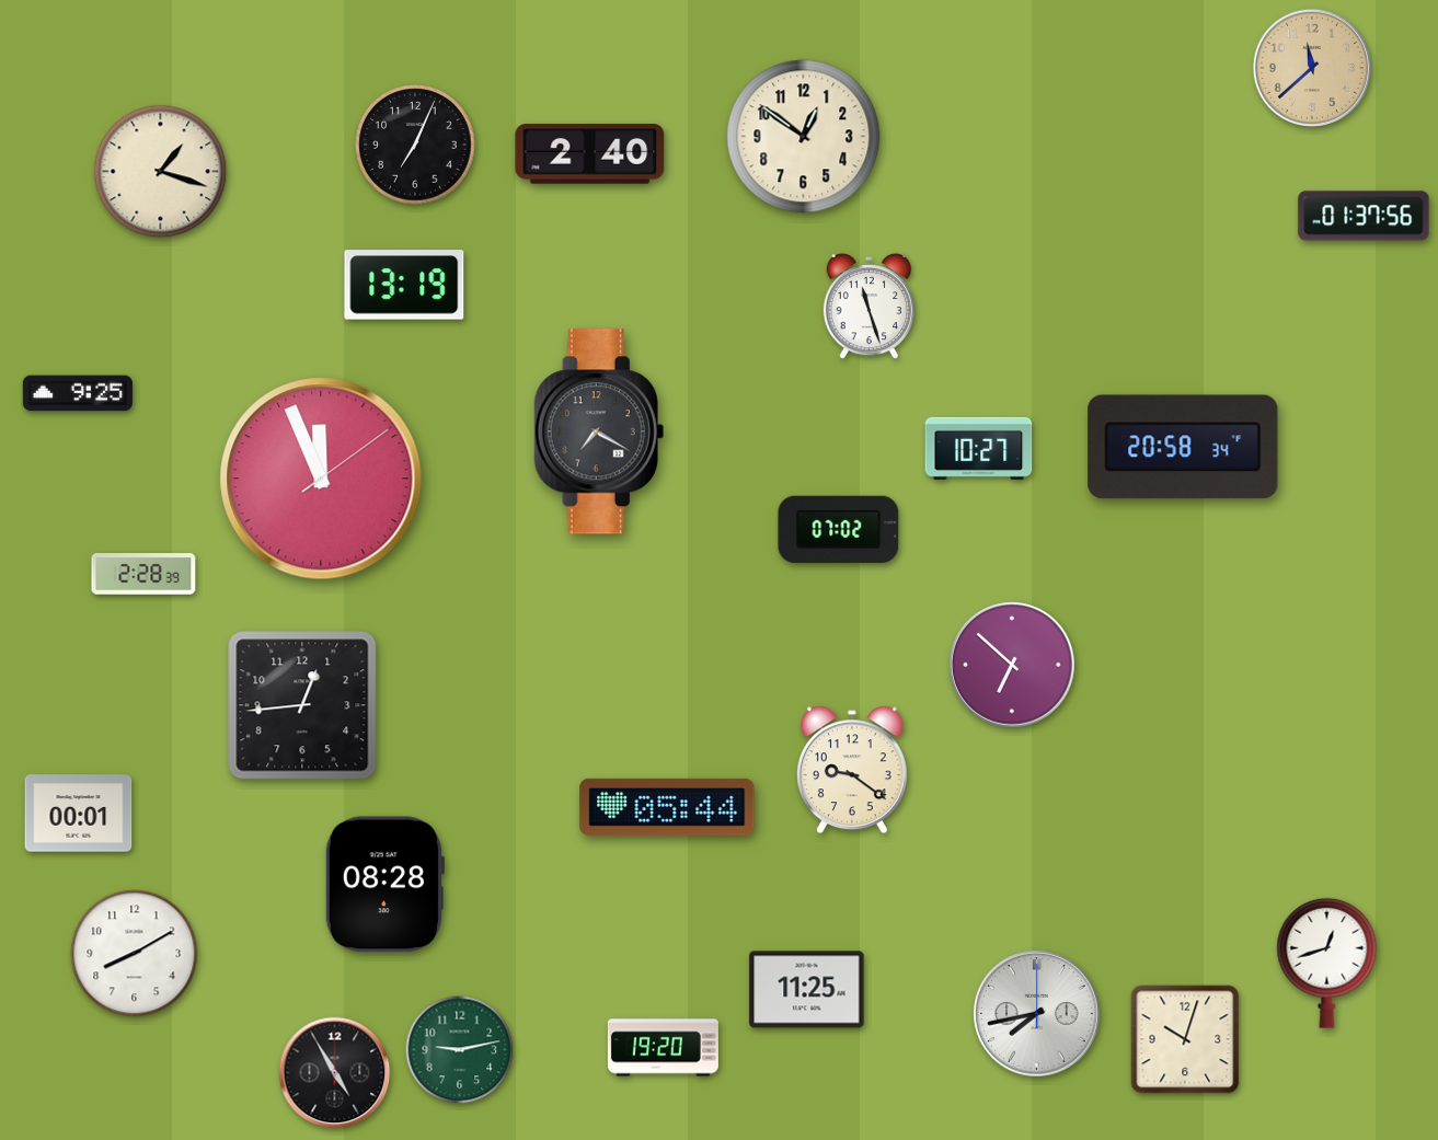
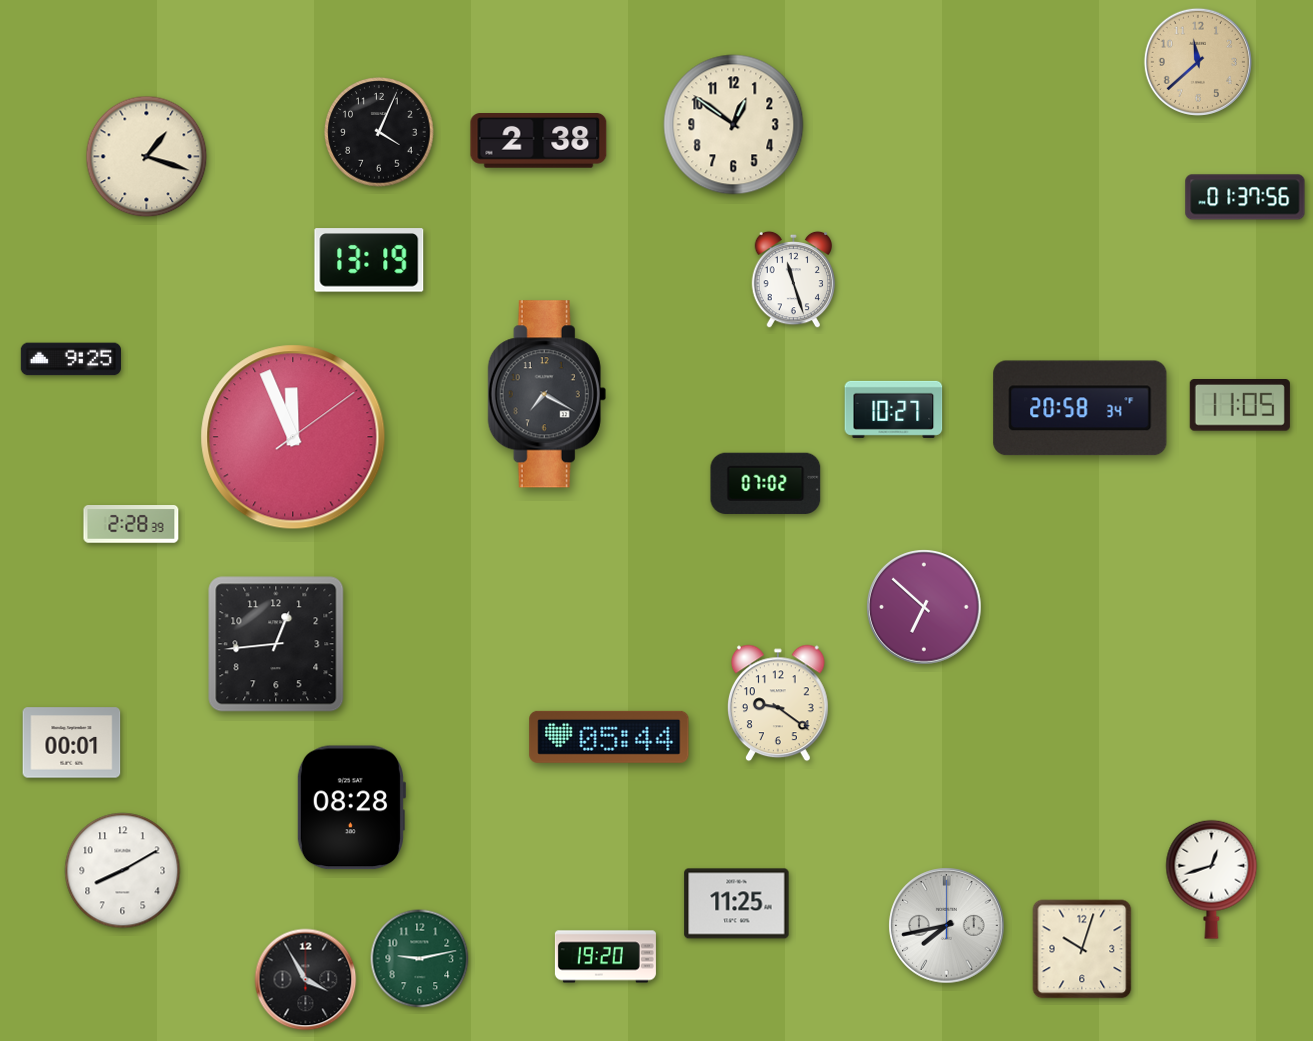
clock at (415, 145): 7:04 -> 4:04
clock at (590, 154): 2:40 -> 2:38
clock at (1240, 406): none -> 11:05
clock at (335, 1073): 4:55 -> 3:55
